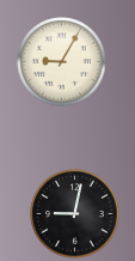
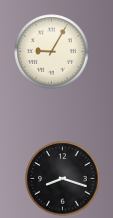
clock at (75, 214): 9:02 -> 8:18
